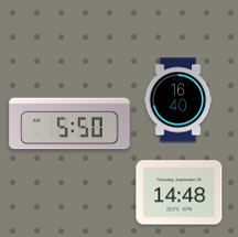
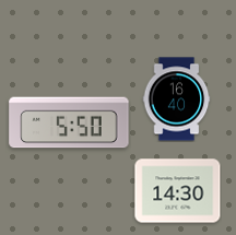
clock at (180, 193): 14:48 -> 14:30
